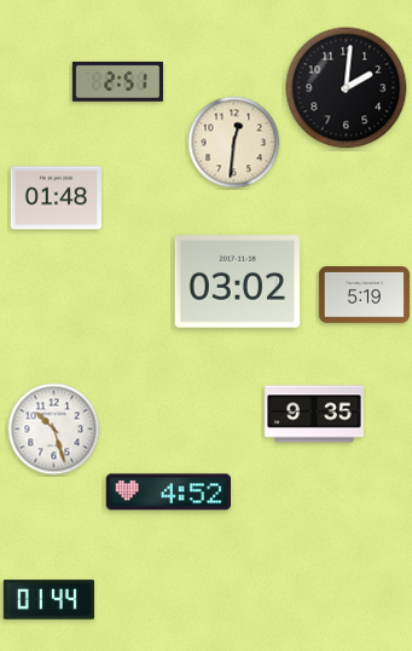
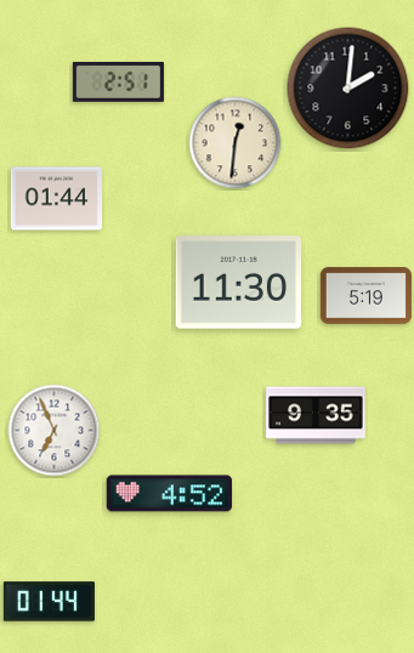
clock at (56, 198): 01:48 -> 01:44
clock at (238, 282): 03:02 -> 11:30
clock at (54, 430): 10:27 -> 6:56
